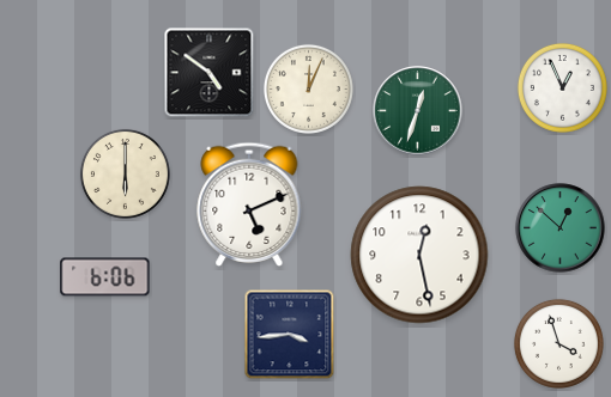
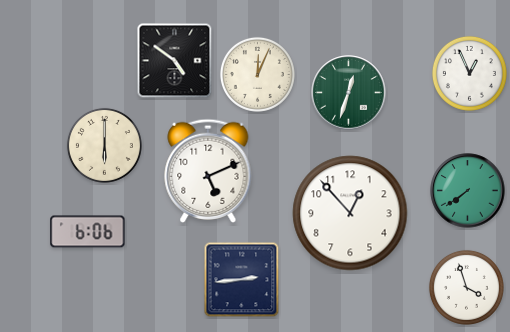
clock at (561, 228): 12:52 -> 7:39
clock at (419, 255): 12:28 -> 12:53
clock at (290, 335): 3:44 -> 2:44
